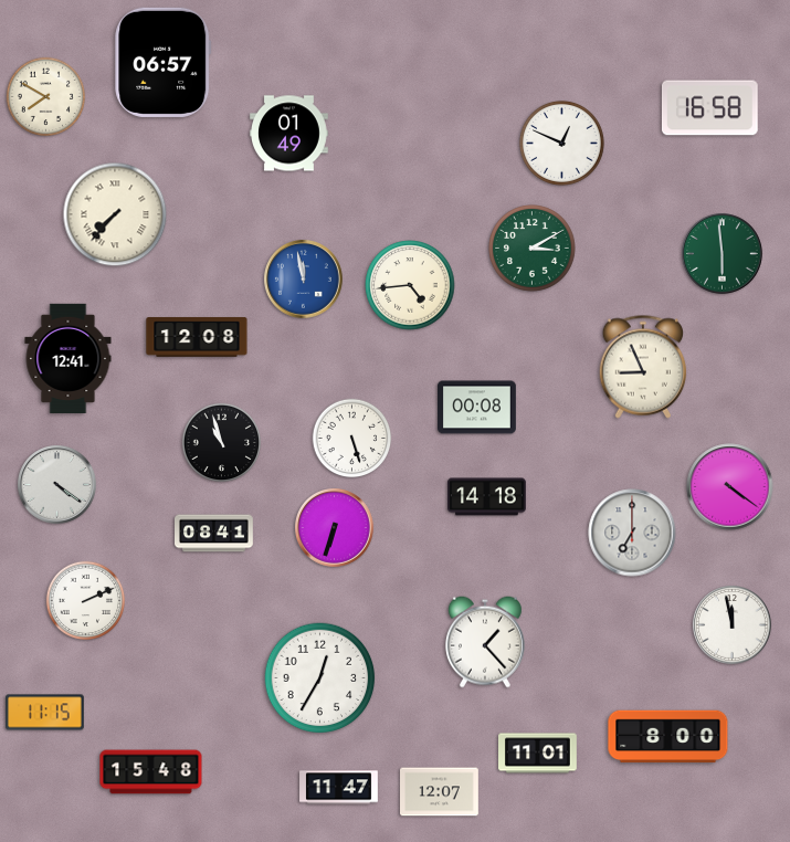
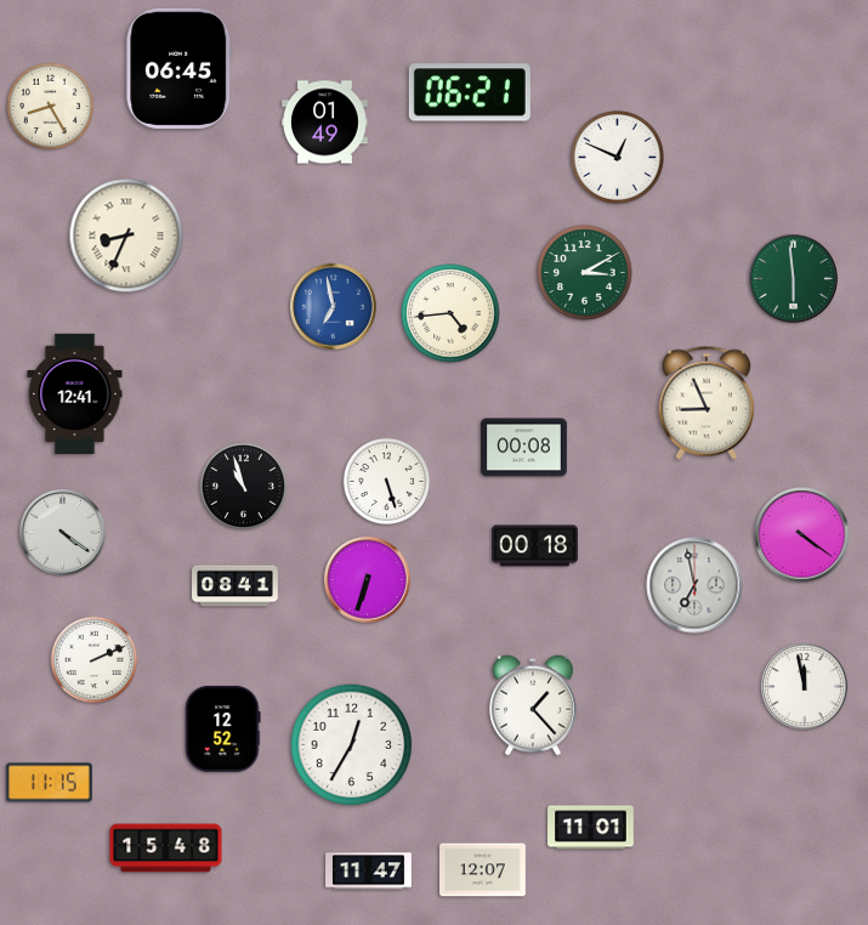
clock at (164, 62): 06:57 -> 06:45
clock at (470, 92): none -> 06:21
clock at (46, 97): 7:50 -> 8:25
clock at (710, 108): 16:58 -> none
clock at (289, 134) position: (289, 134) -> (325, 123)
clock at (115, 214): 7:37 -> 8:34
clock at (304, 280): 11:58 -> 6:58
clock at (197, 338): 12:08 -> none
clock at (487, 497): 14:18 -> 00:18
clock at (632, 533): 7:00 -> 6:58
clock at (223, 730): none -> 12:52
clock at (668, 737): 8:00 -> none
clock at (339, 788) position: (339, 788) -> (369, 872)
